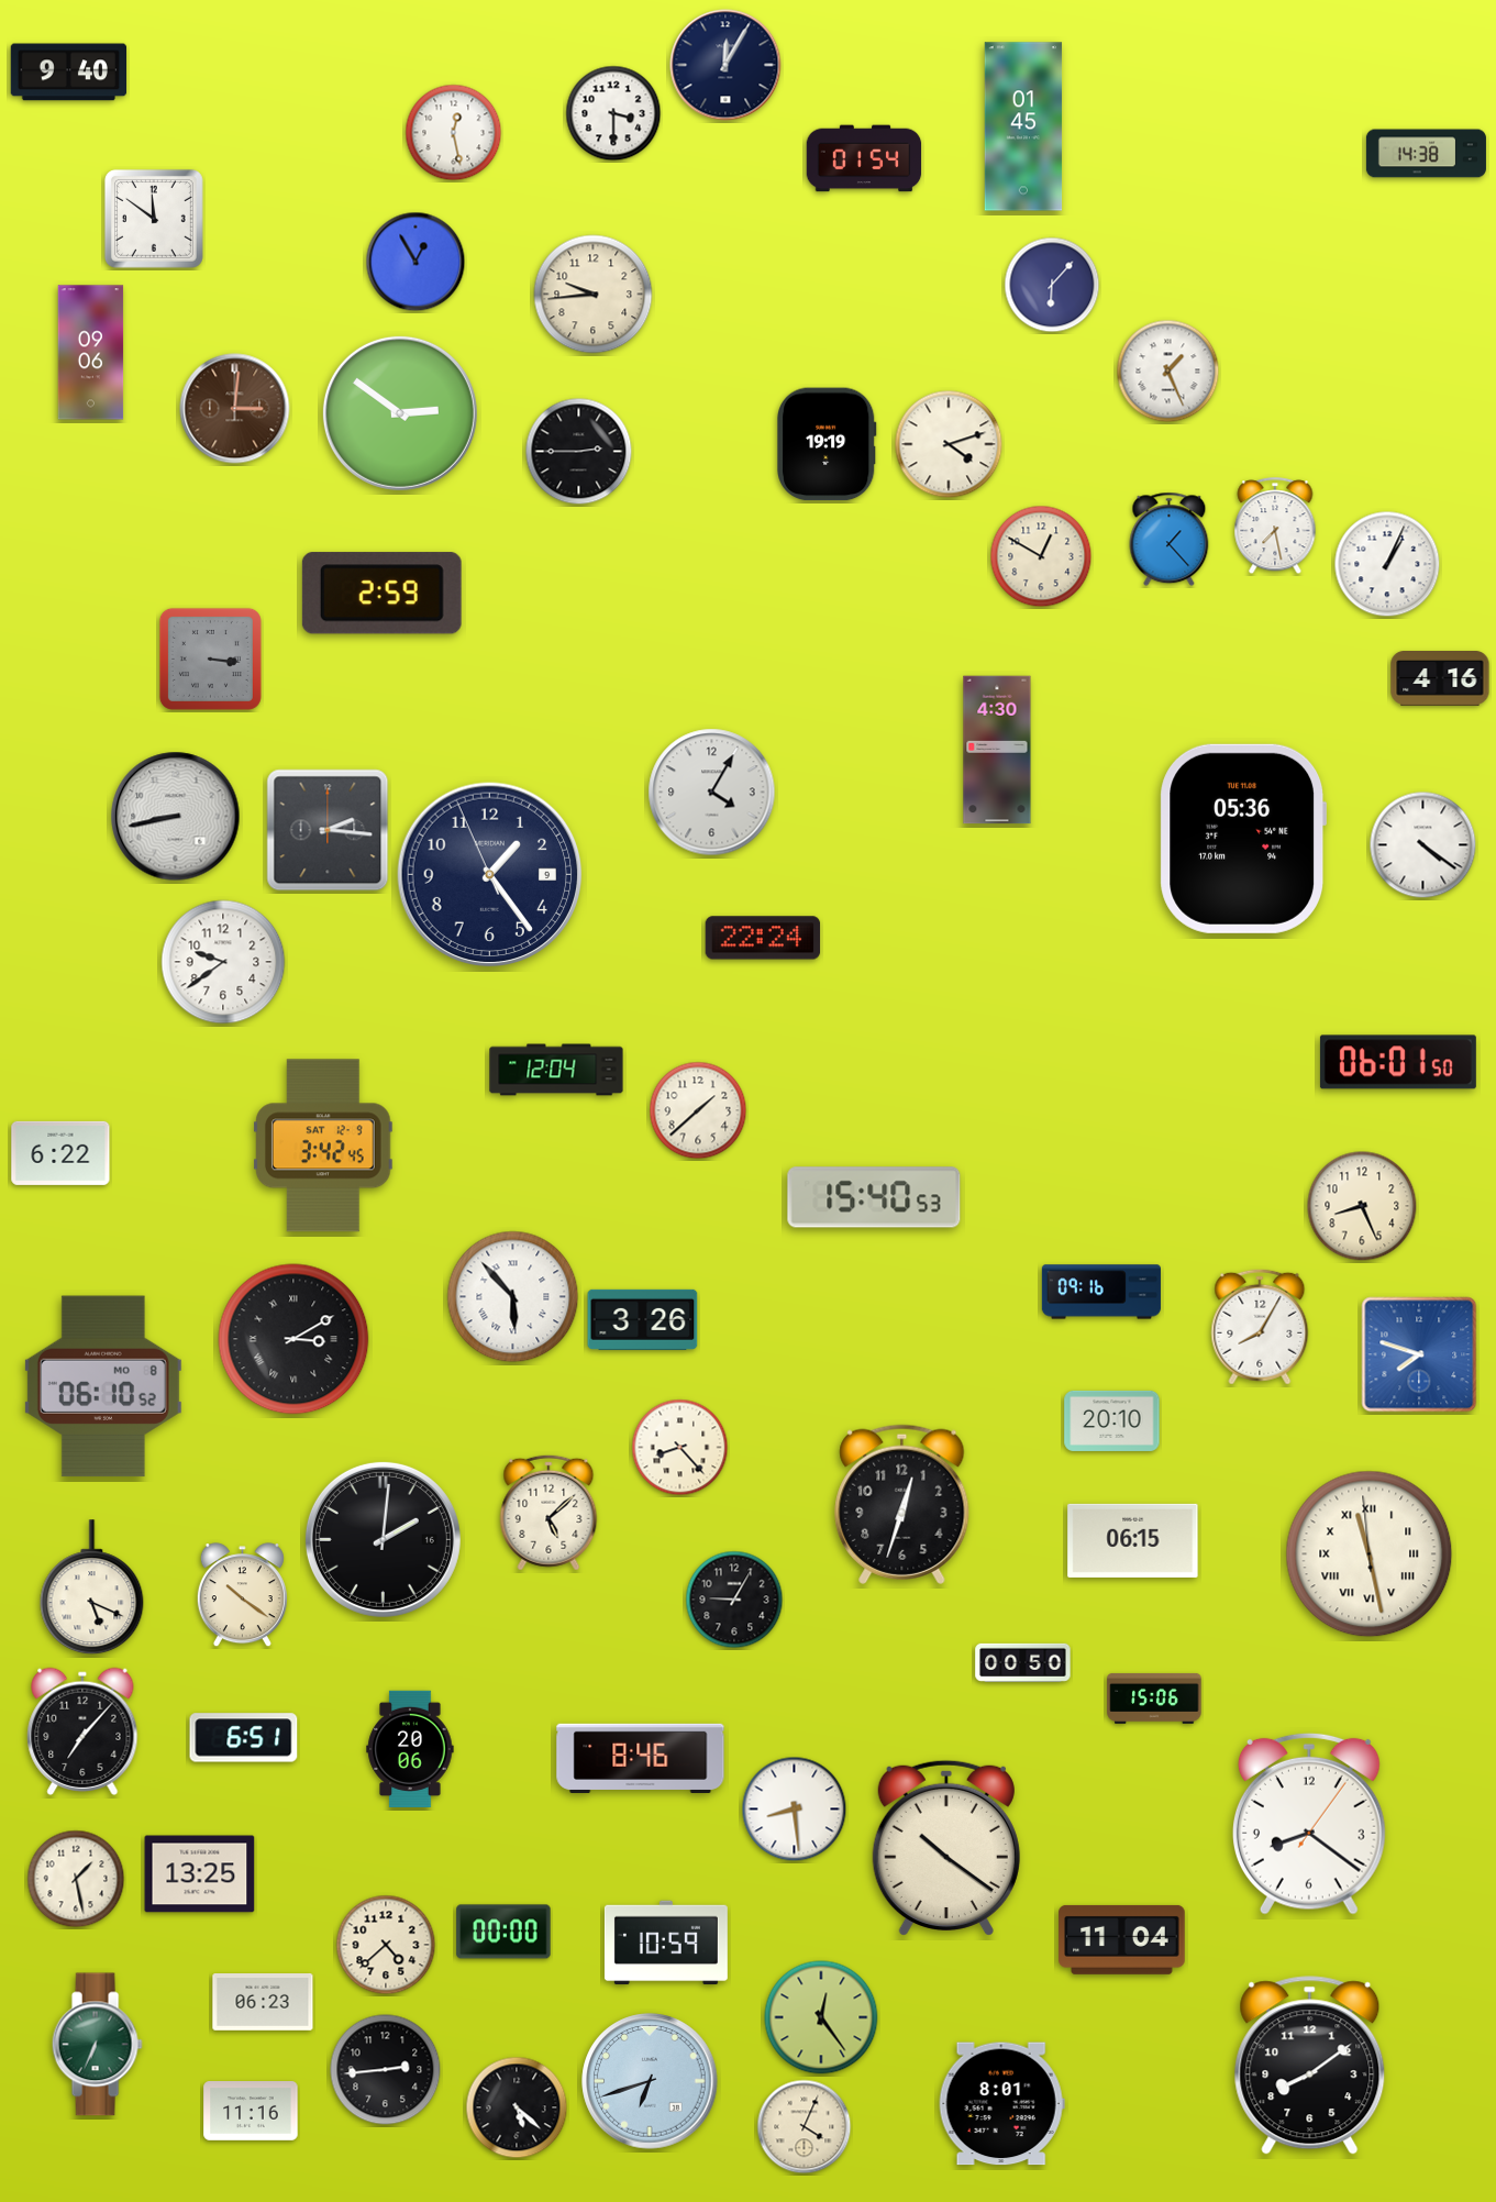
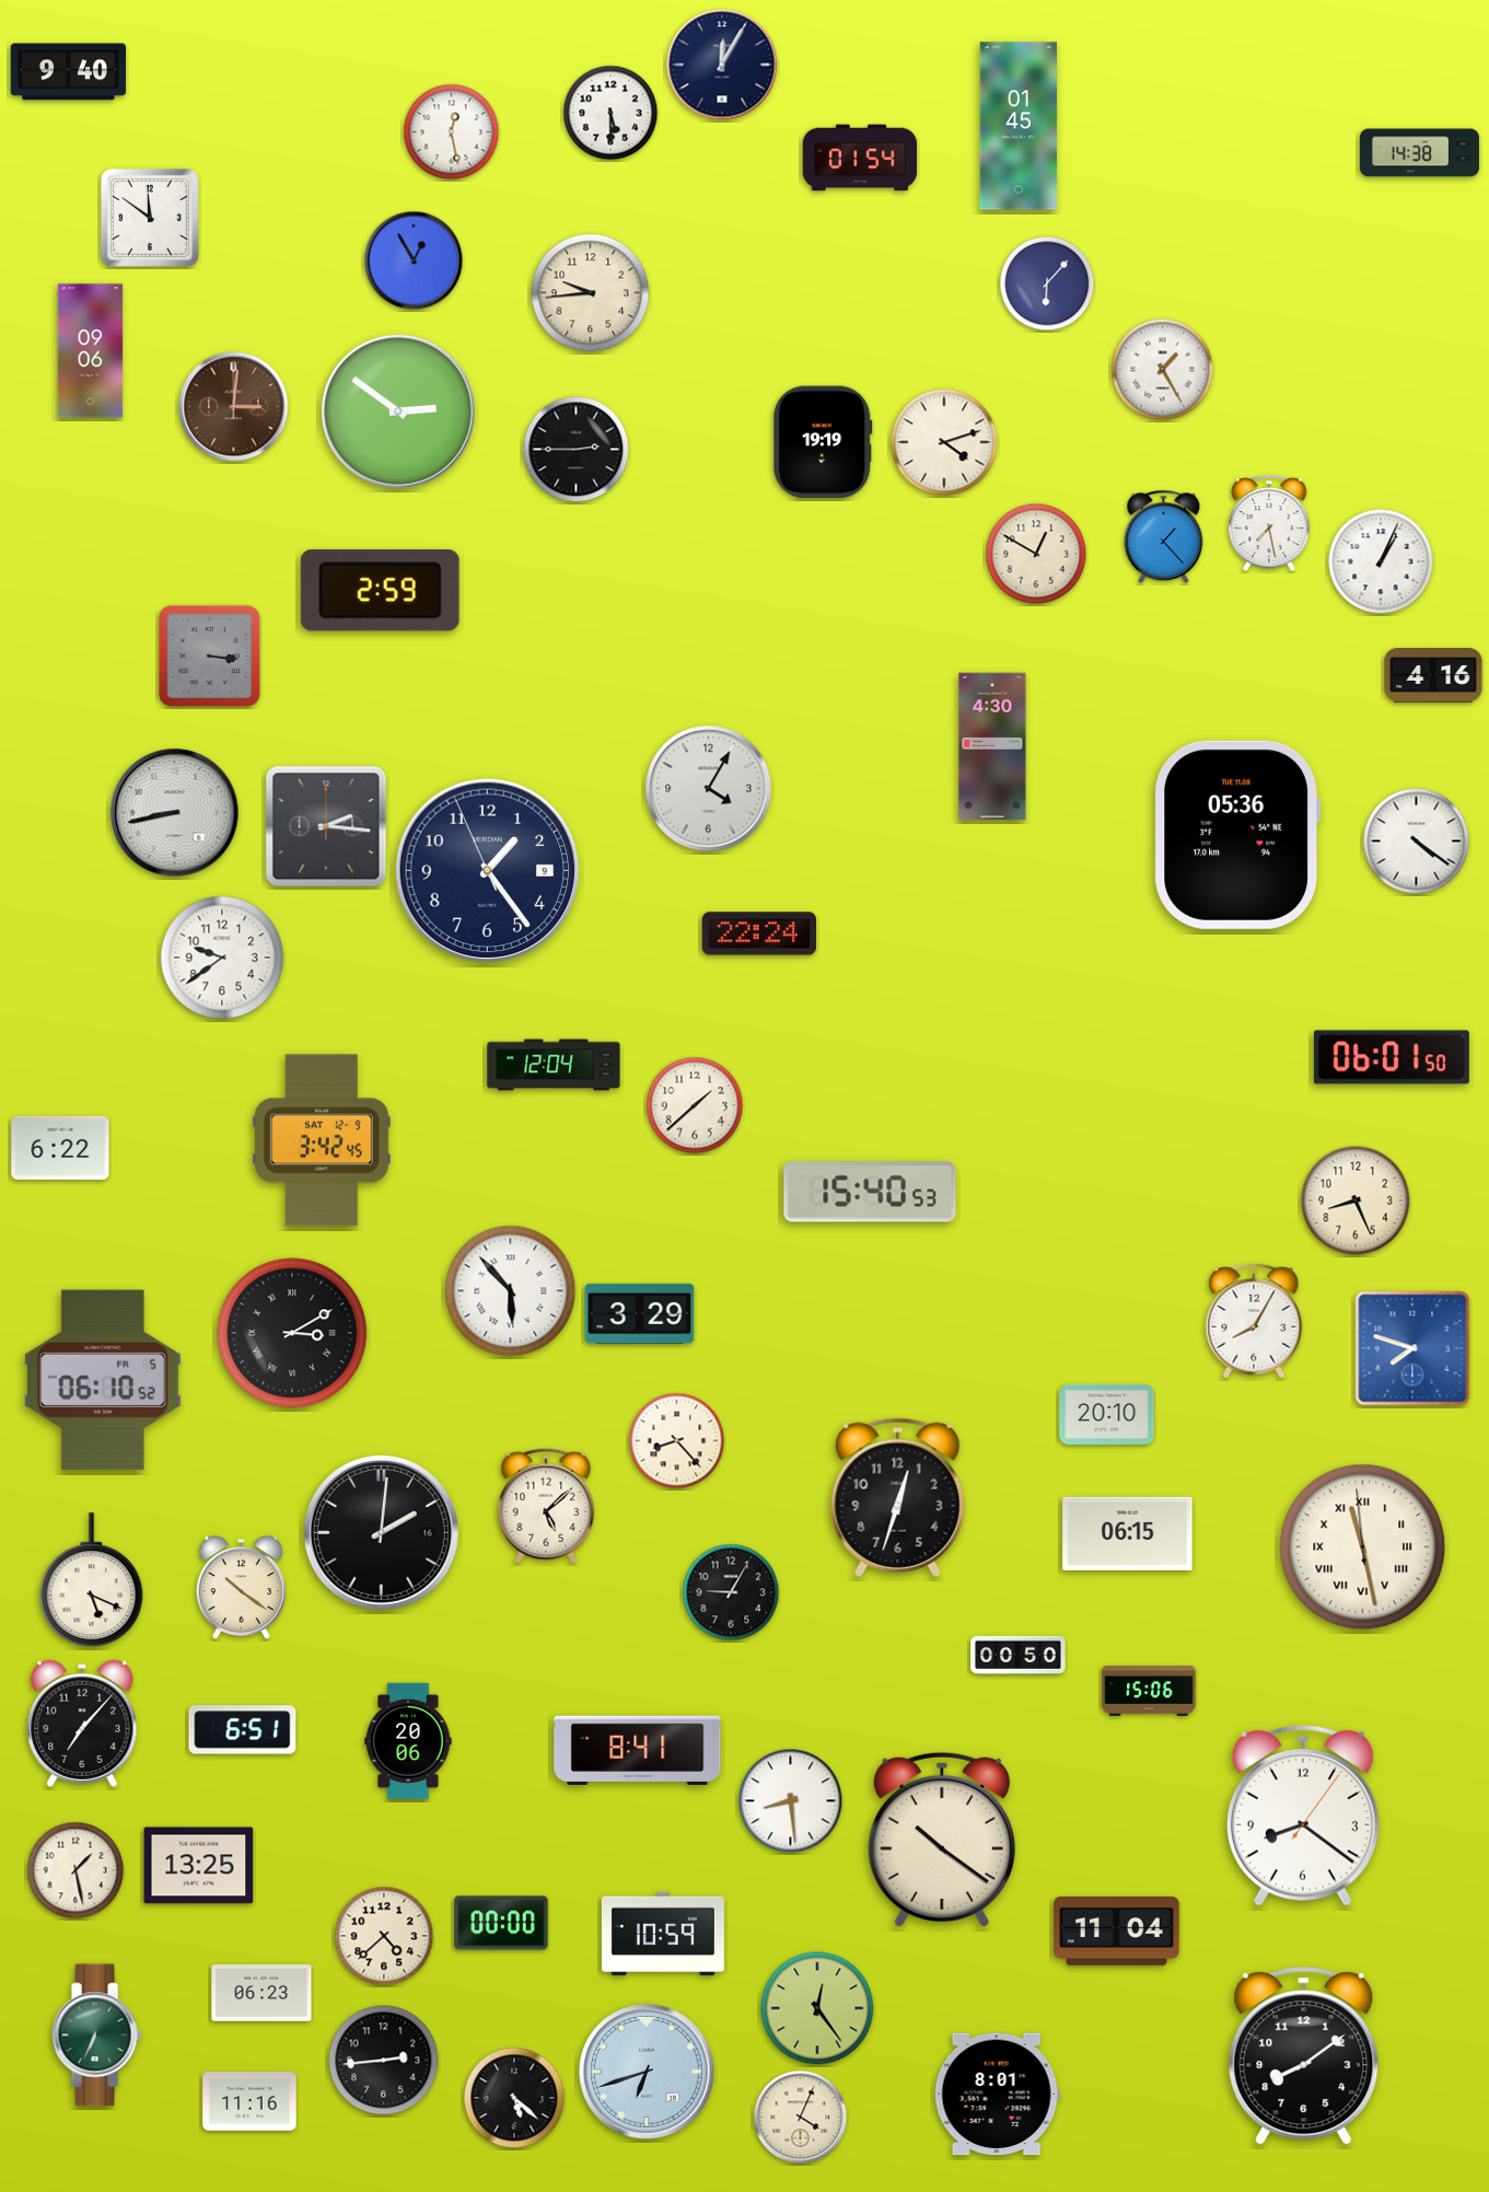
clock at (613, 113): 3:30 -> 5:30
clock at (154, 219) position: (154, 219) -> (150, 218)
clock at (1168, 372): 1:26 -> 1:25
clock at (1101, 1292): 09:16 -> none
clock at (643, 1319): 3:26 -> 3:29
clock at (103, 1386) date: MO 8 -> FR 5
clock at (641, 1758): 8:46 -> 8:41
